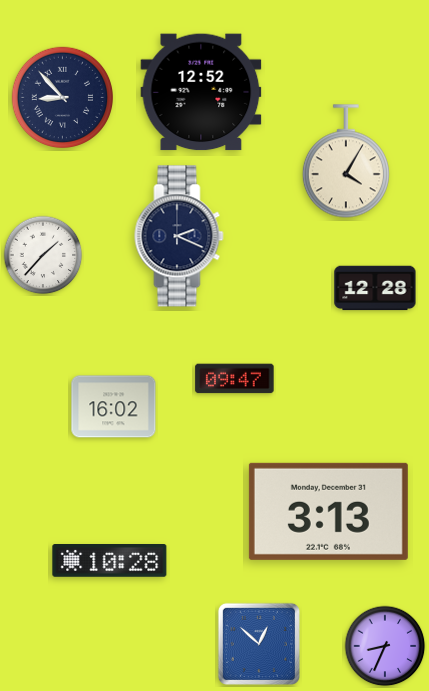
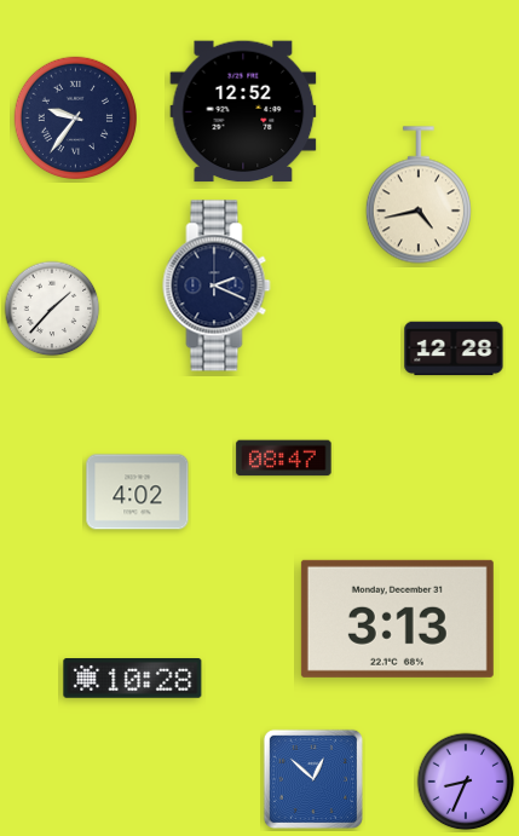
clock at (62, 97): 8:53 -> 9:36
clock at (346, 161): 4:05 -> 4:43
clock at (235, 379): 09:47 -> 08:47
clock at (114, 407): 16:02 -> 4:02
